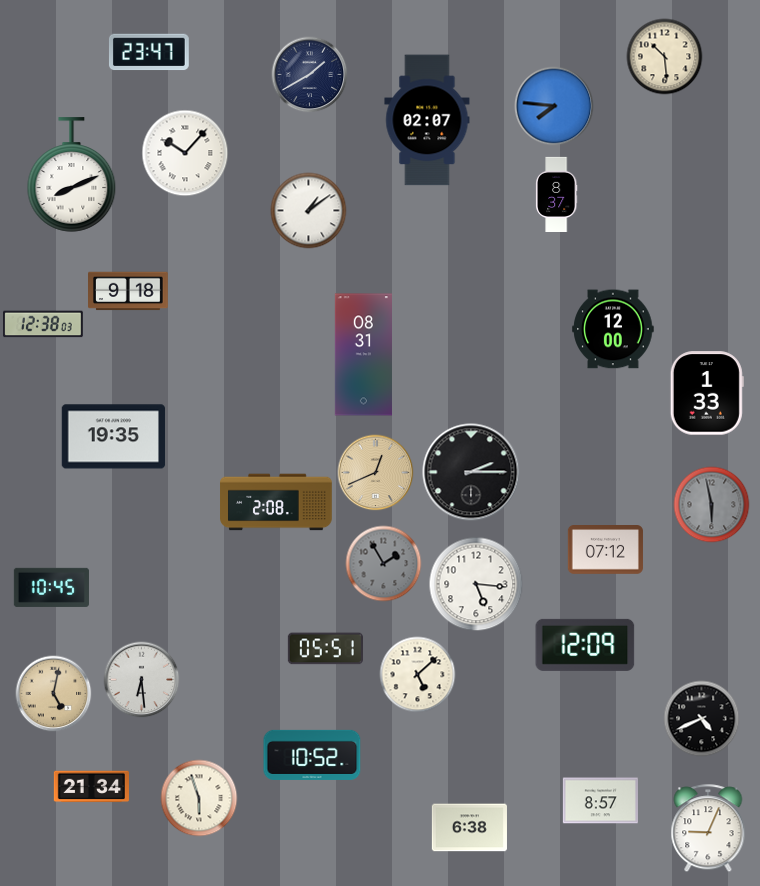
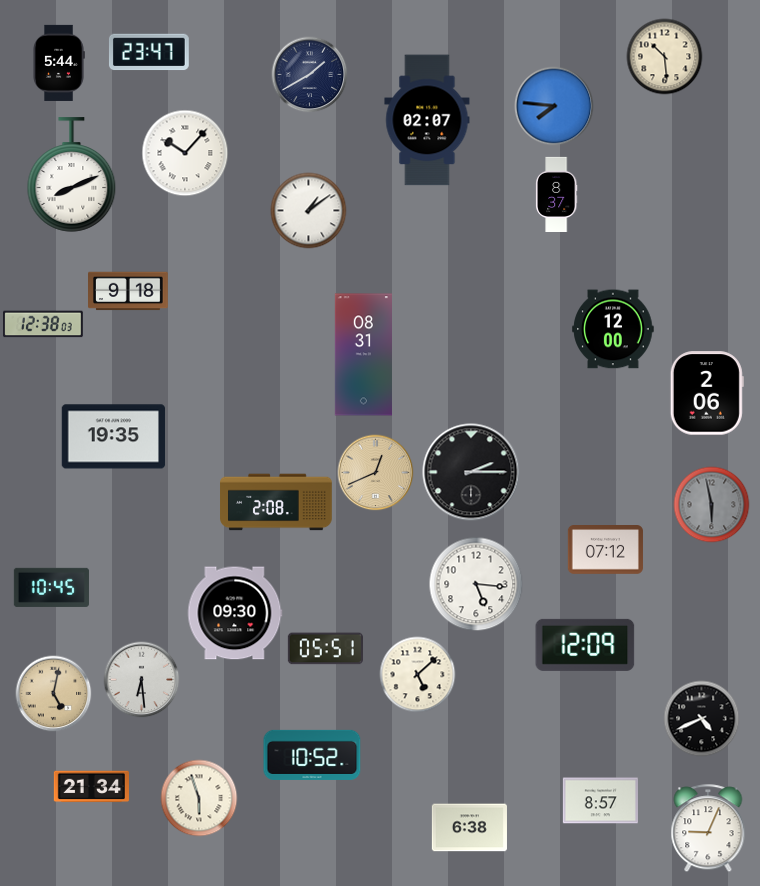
clock at (59, 63): none -> 5:44
clock at (707, 393): 1:33 -> 2:06
clock at (384, 564): 1:55 -> none
clock at (235, 613): none -> 09:30
